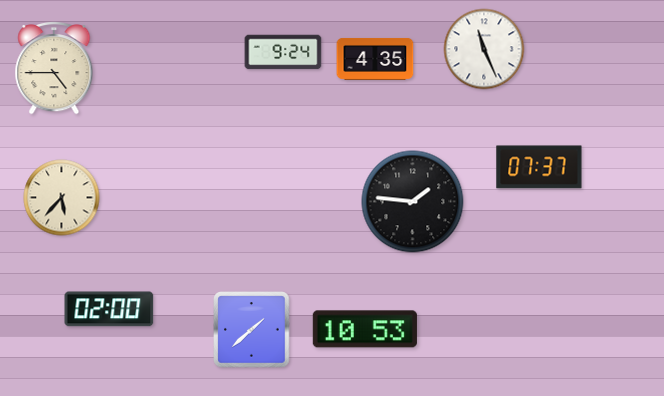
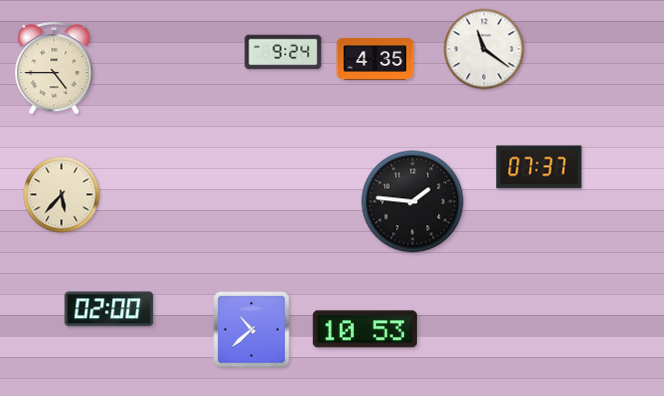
clock at (484, 49): 11:26 -> 11:21
clock at (62, 198) position: (62, 198) -> (62, 195)
clock at (252, 330): 1:38 -> 10:38
